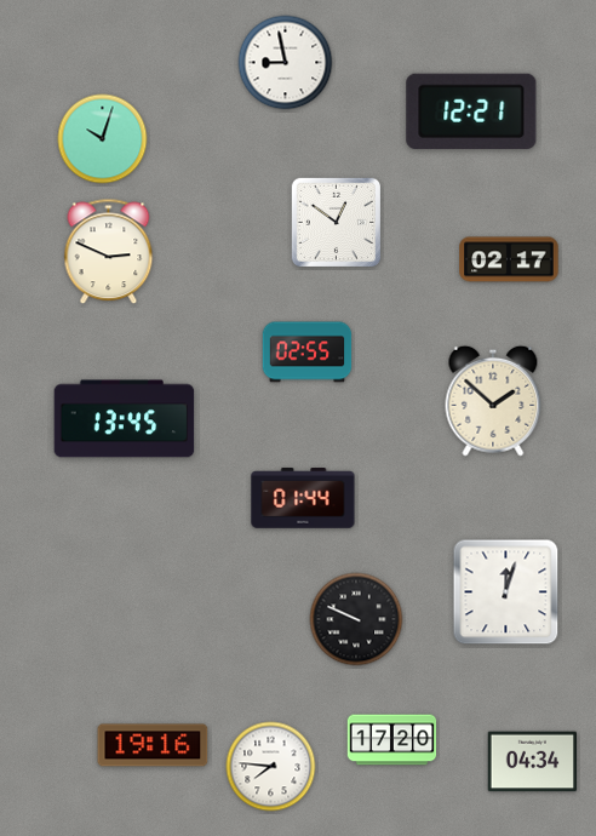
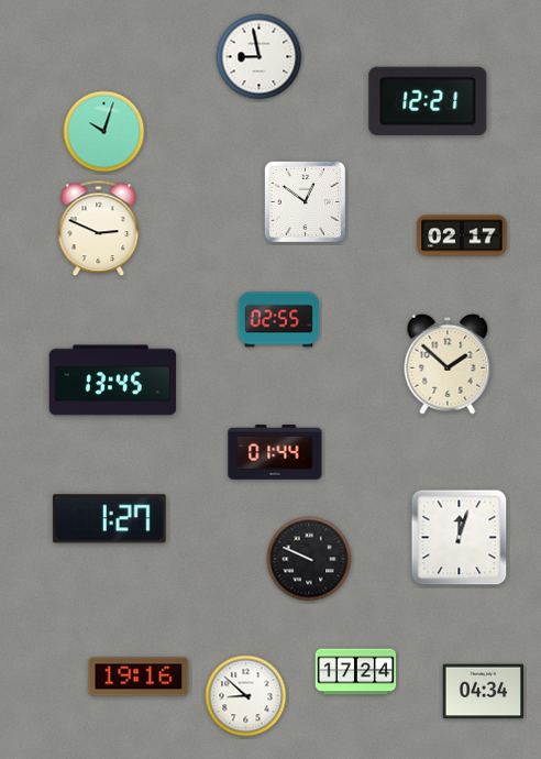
clock at (103, 139) position: (103, 139) -> (104, 132)
clock at (110, 519): none -> 1:27
clock at (356, 619) position: (356, 619) -> (309, 559)
clock at (392, 740): 17:20 -> 17:24
clock at (271, 767): 7:46 -> 8:52
